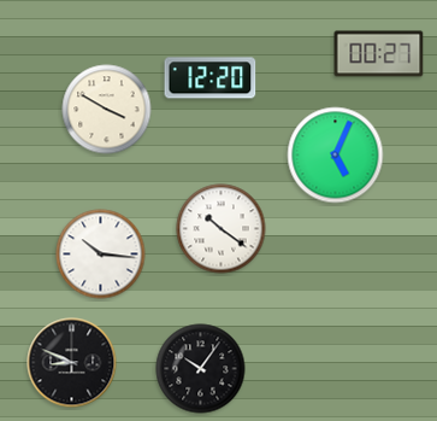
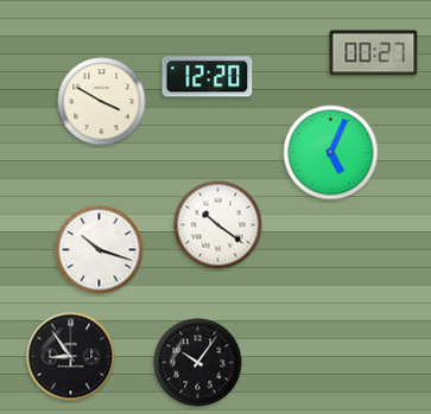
clock at (107, 110) position: (107, 110) -> (102, 102)
clock at (101, 255): 10:16 -> 10:18
clock at (72, 363): 8:49 -> 8:54
